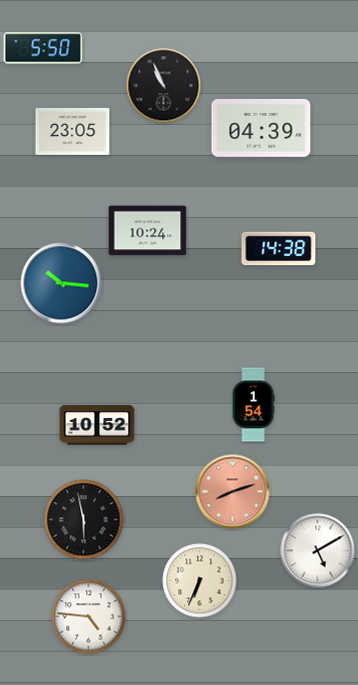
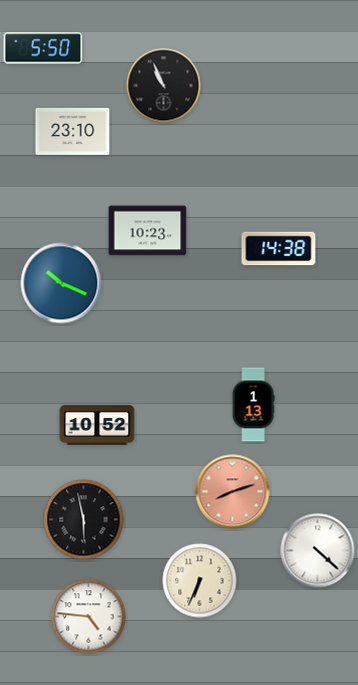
clock at (261, 128): 04:39 -> none
clock at (73, 131): 23:05 -> 23:10
clock at (148, 231): 10:24 -> 10:23
clock at (61, 283): 10:16 -> 10:19
clock at (253, 405): 1:54 -> 1:13
clock at (318, 551): 5:10 -> 4:22
